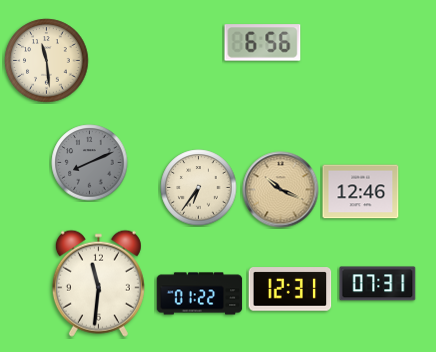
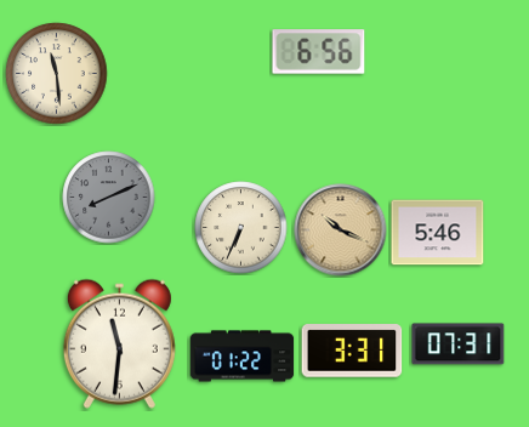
clock at (199, 188): 6:36 -> 6:34
clock at (361, 192): 12:46 -> 5:46
clock at (290, 289): 12:31 -> 3:31
